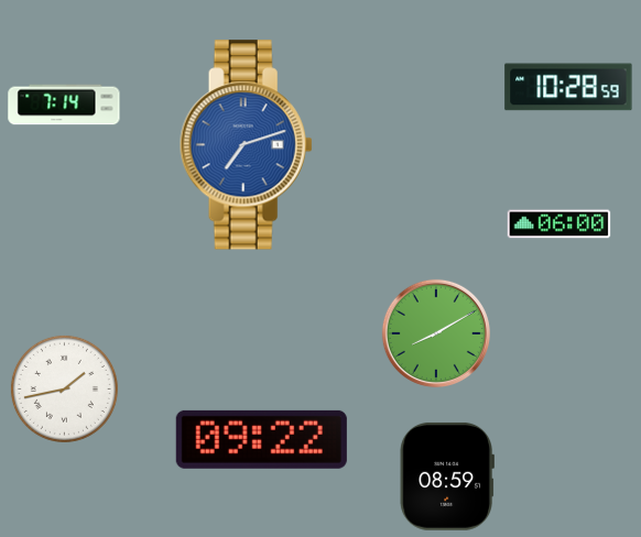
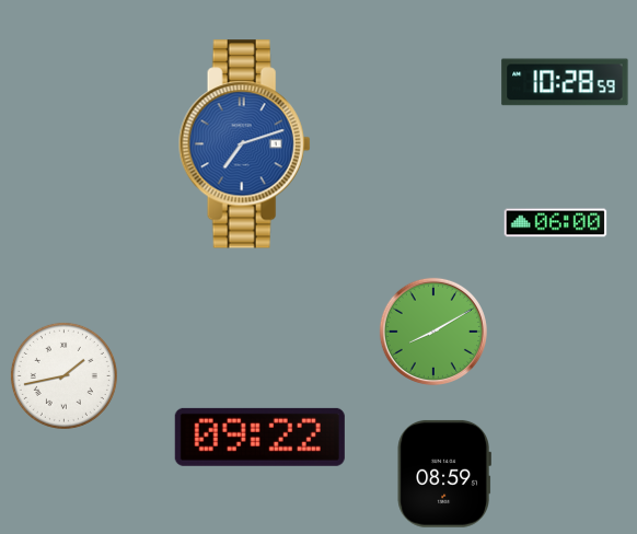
clock at (568, 87) position: (568, 87) -> (565, 82)
clock at (64, 105): 7:14 -> none
clock at (64, 388) position: (64, 388) -> (63, 375)
